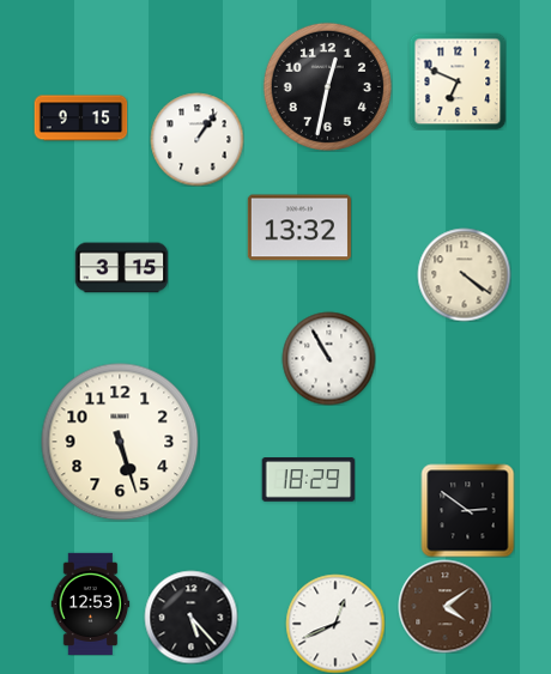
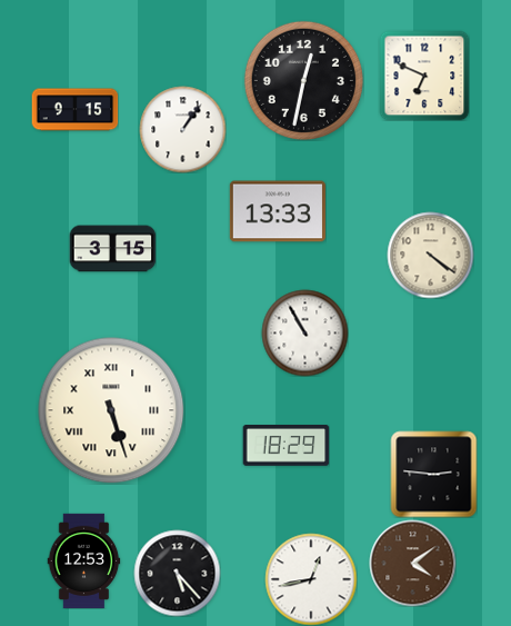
clock at (299, 227): 13:32 -> 13:33
clock at (120, 442) numerals: Arabic -> Roman
clock at (467, 510): 2:51 -> 2:46
clock at (335, 624): 12:41 -> 12:43
